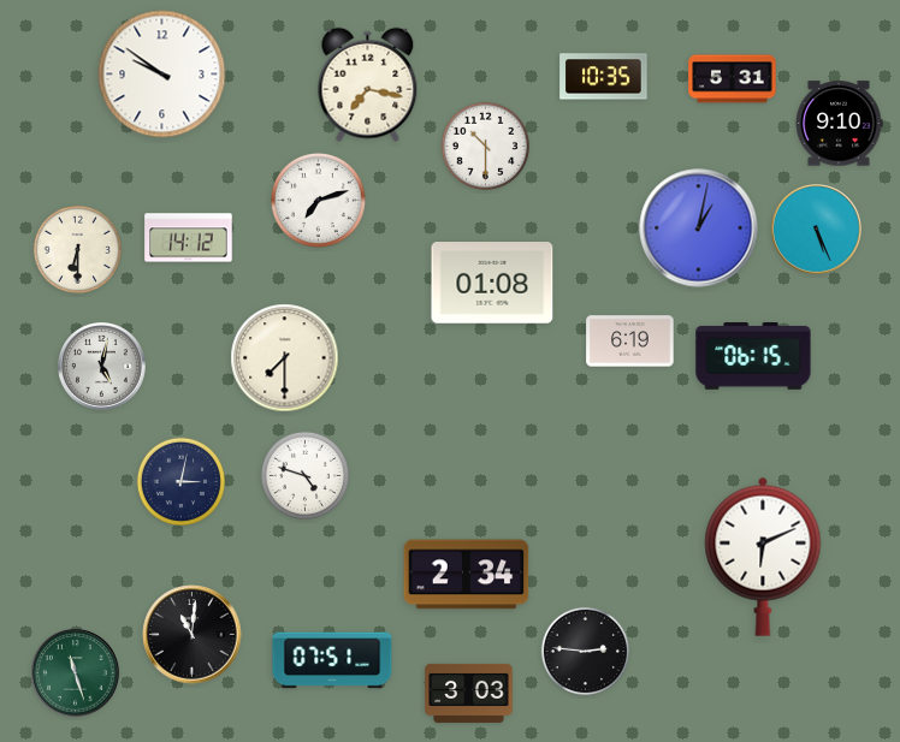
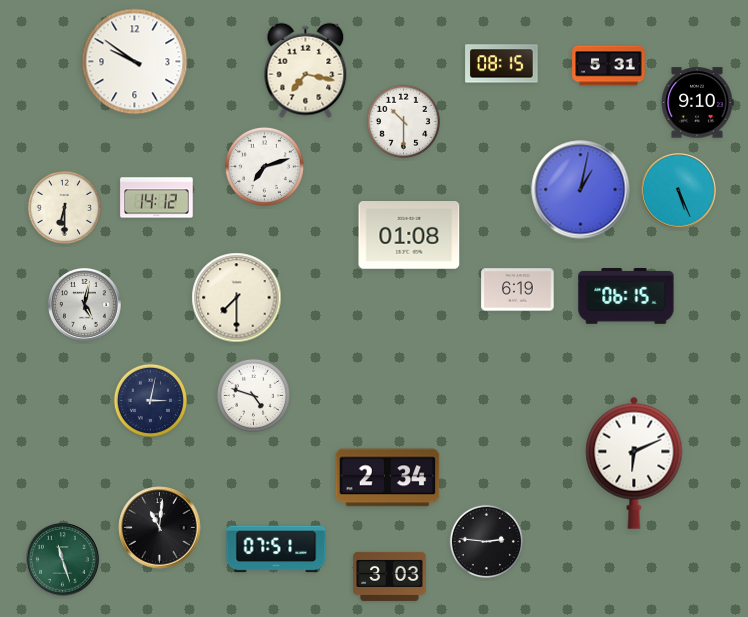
clock at (604, 77): 10:35 -> 08:15
clock at (630, 342) position: (630, 342) -> (518, 290)
